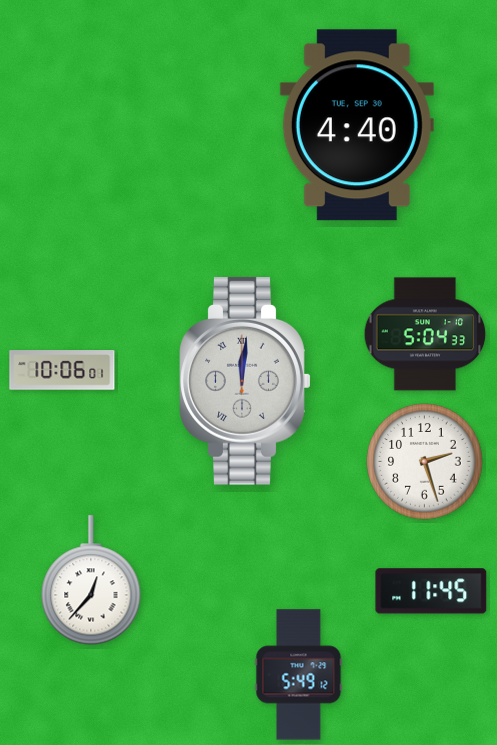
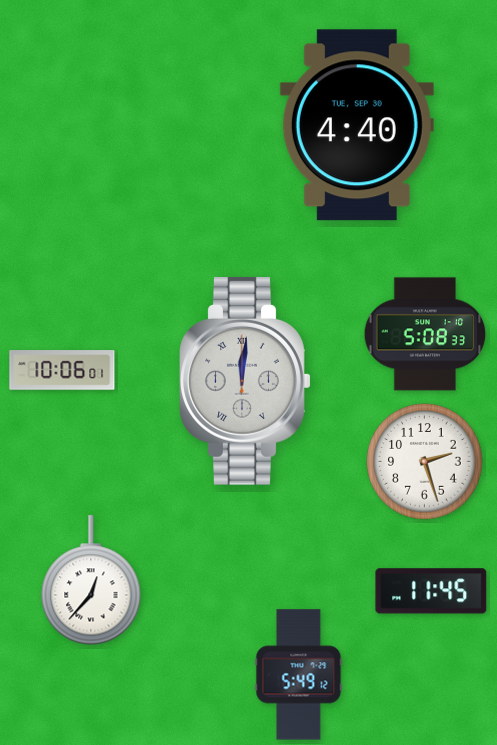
clock at (425, 334): 5:04 -> 5:08
